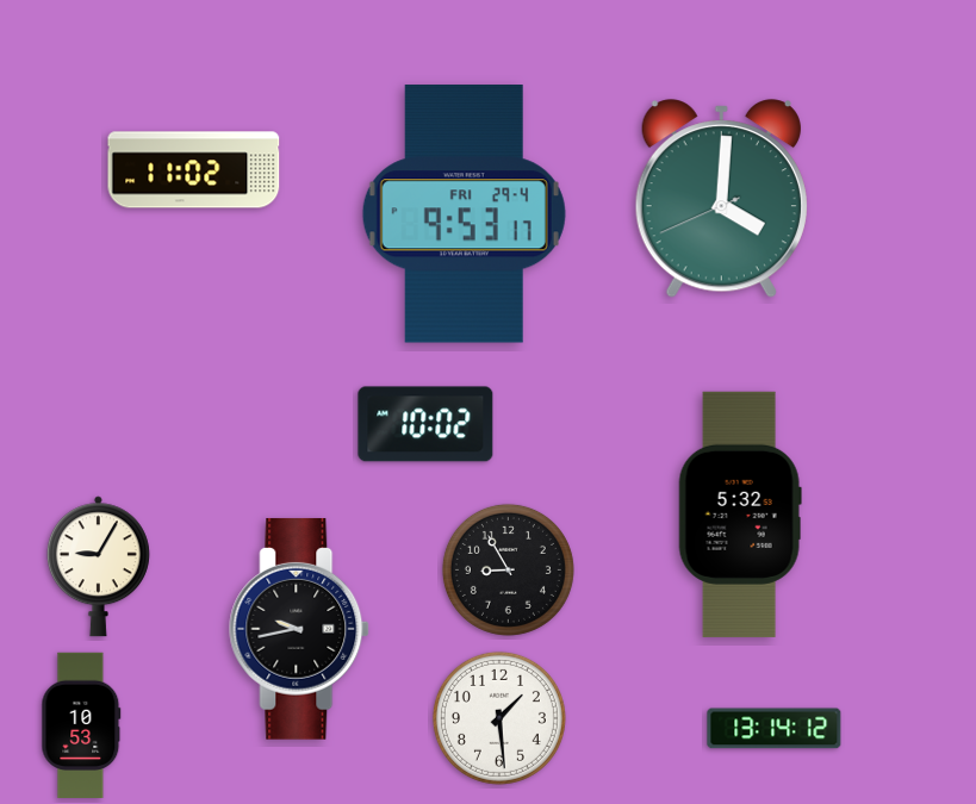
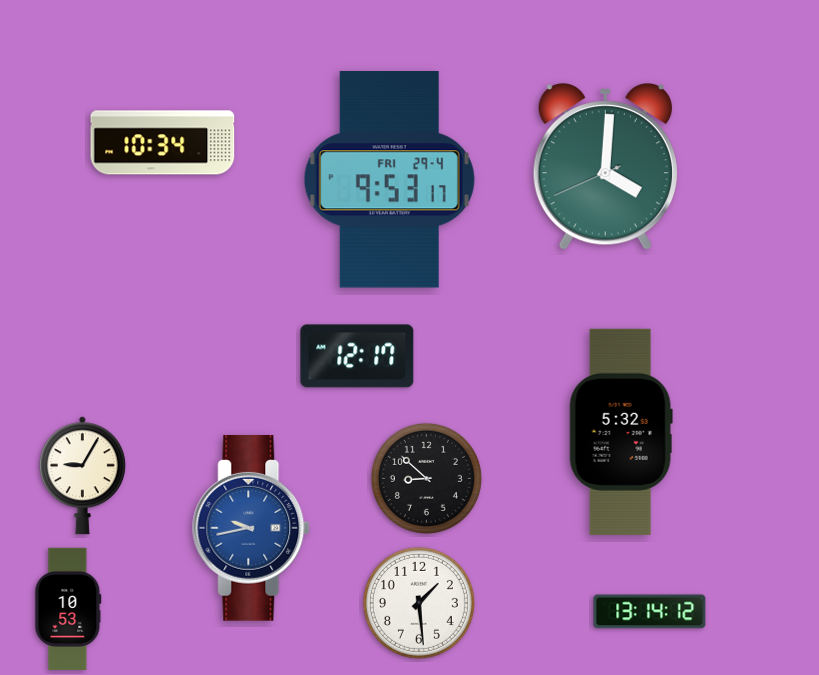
clock at (194, 170): 11:02 -> 10:34
clock at (425, 424): 10:02 -> 12:17
clock at (508, 569): 8:55 -> 8:52
clock at (300, 629) dial: black -> blue
